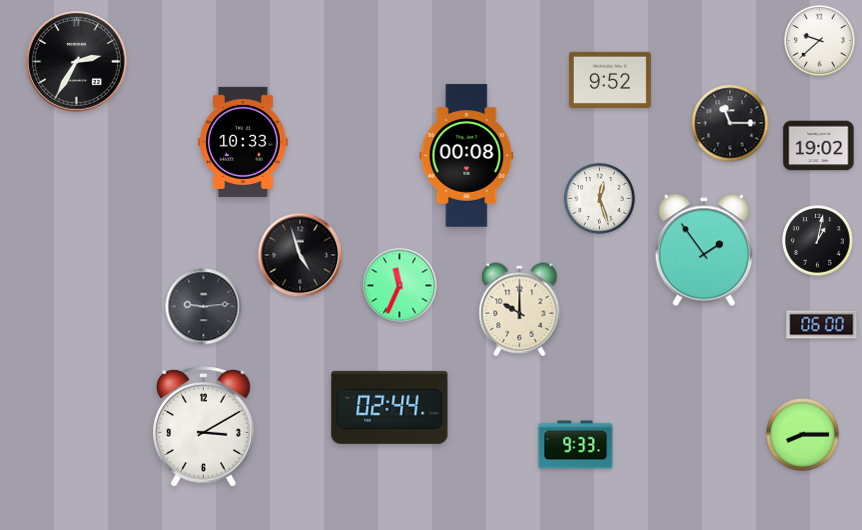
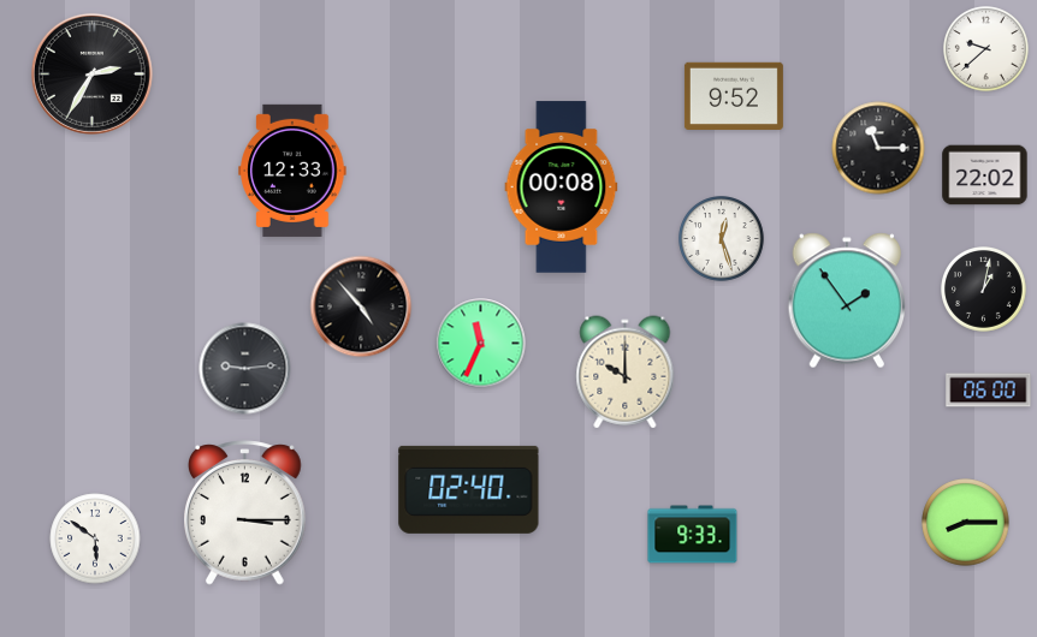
clock at (243, 142): 10:33 -> 12:33
clock at (819, 146): 19:02 -> 22:02
clock at (300, 255): 4:57 -> 4:53
clock at (390, 407): 02:44 -> 02:40
clock at (204, 427): 3:10 -> 3:15
clock at (95, 538): none -> 5:51
